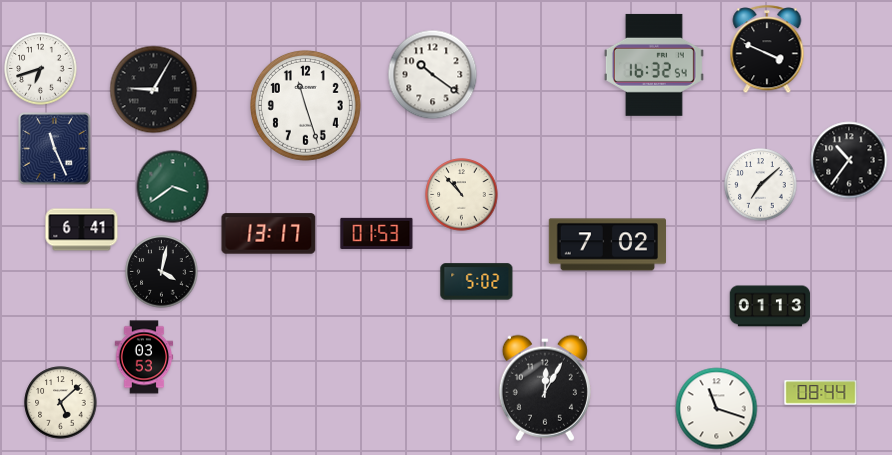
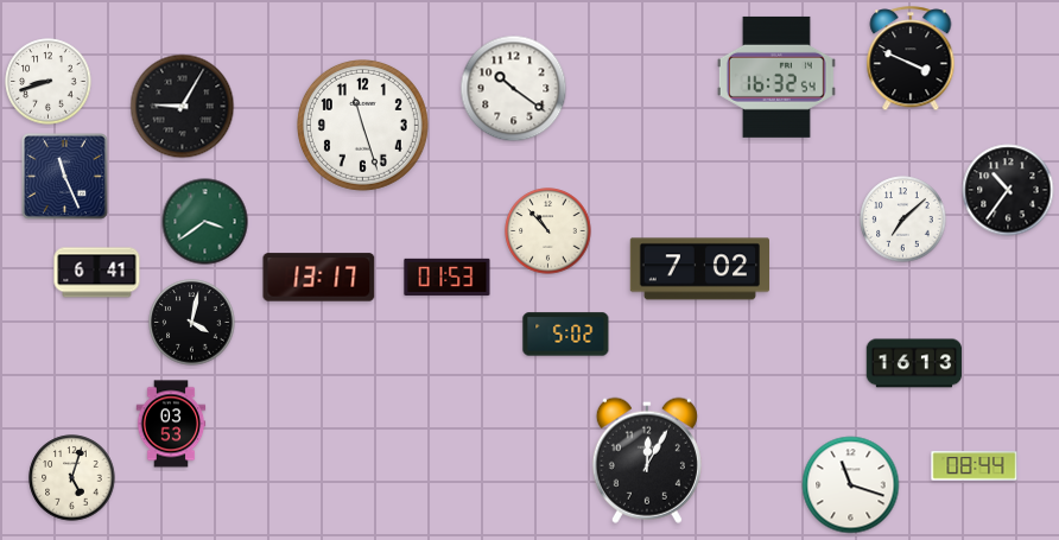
clock at (41, 69): 6:42 -> 8:42
clock at (607, 245) position: (607, 245) -> (699, 269)
clock at (770, 306): 01:13 -> 16:13
clock at (61, 403): 5:08 -> 5:03
